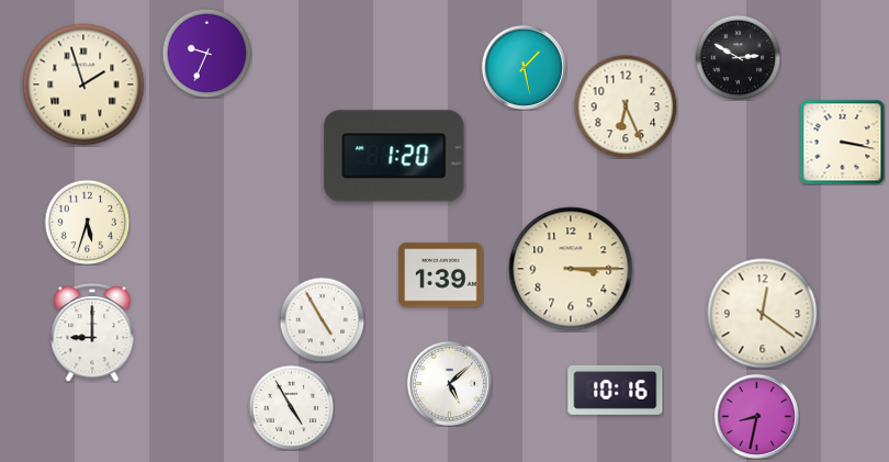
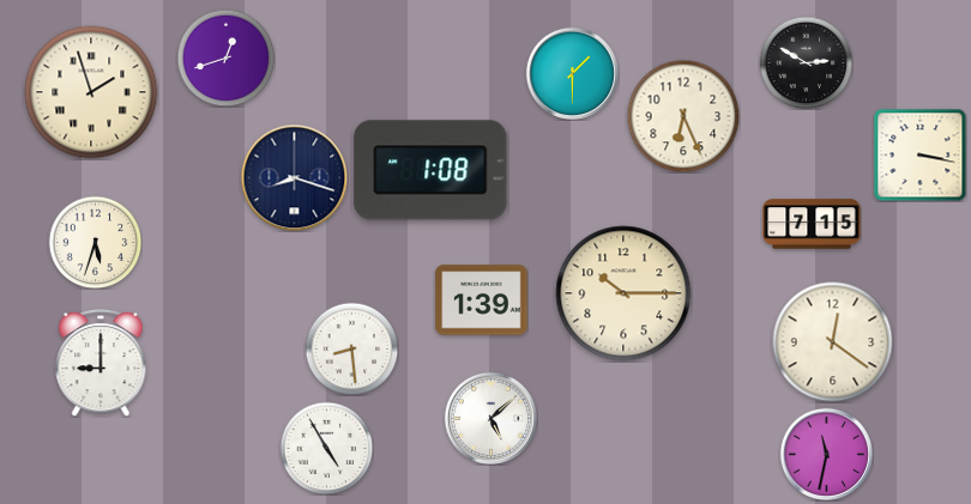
clock at (206, 53): 9:34 -> 12:42
clock at (524, 67): 1:28 -> 1:30
clock at (394, 156): 1:20 -> 1:08
clock at (294, 177): none -> 8:18
clock at (812, 224): none -> 7:15
clock at (571, 269): 3:15 -> 10:15
clock at (322, 319): 4:55 -> 8:29
clock at (616, 390): 10:16 -> none
clock at (291, 407) position: (291, 407) -> (326, 448)
clock at (756, 416): 8:32 -> 11:32
